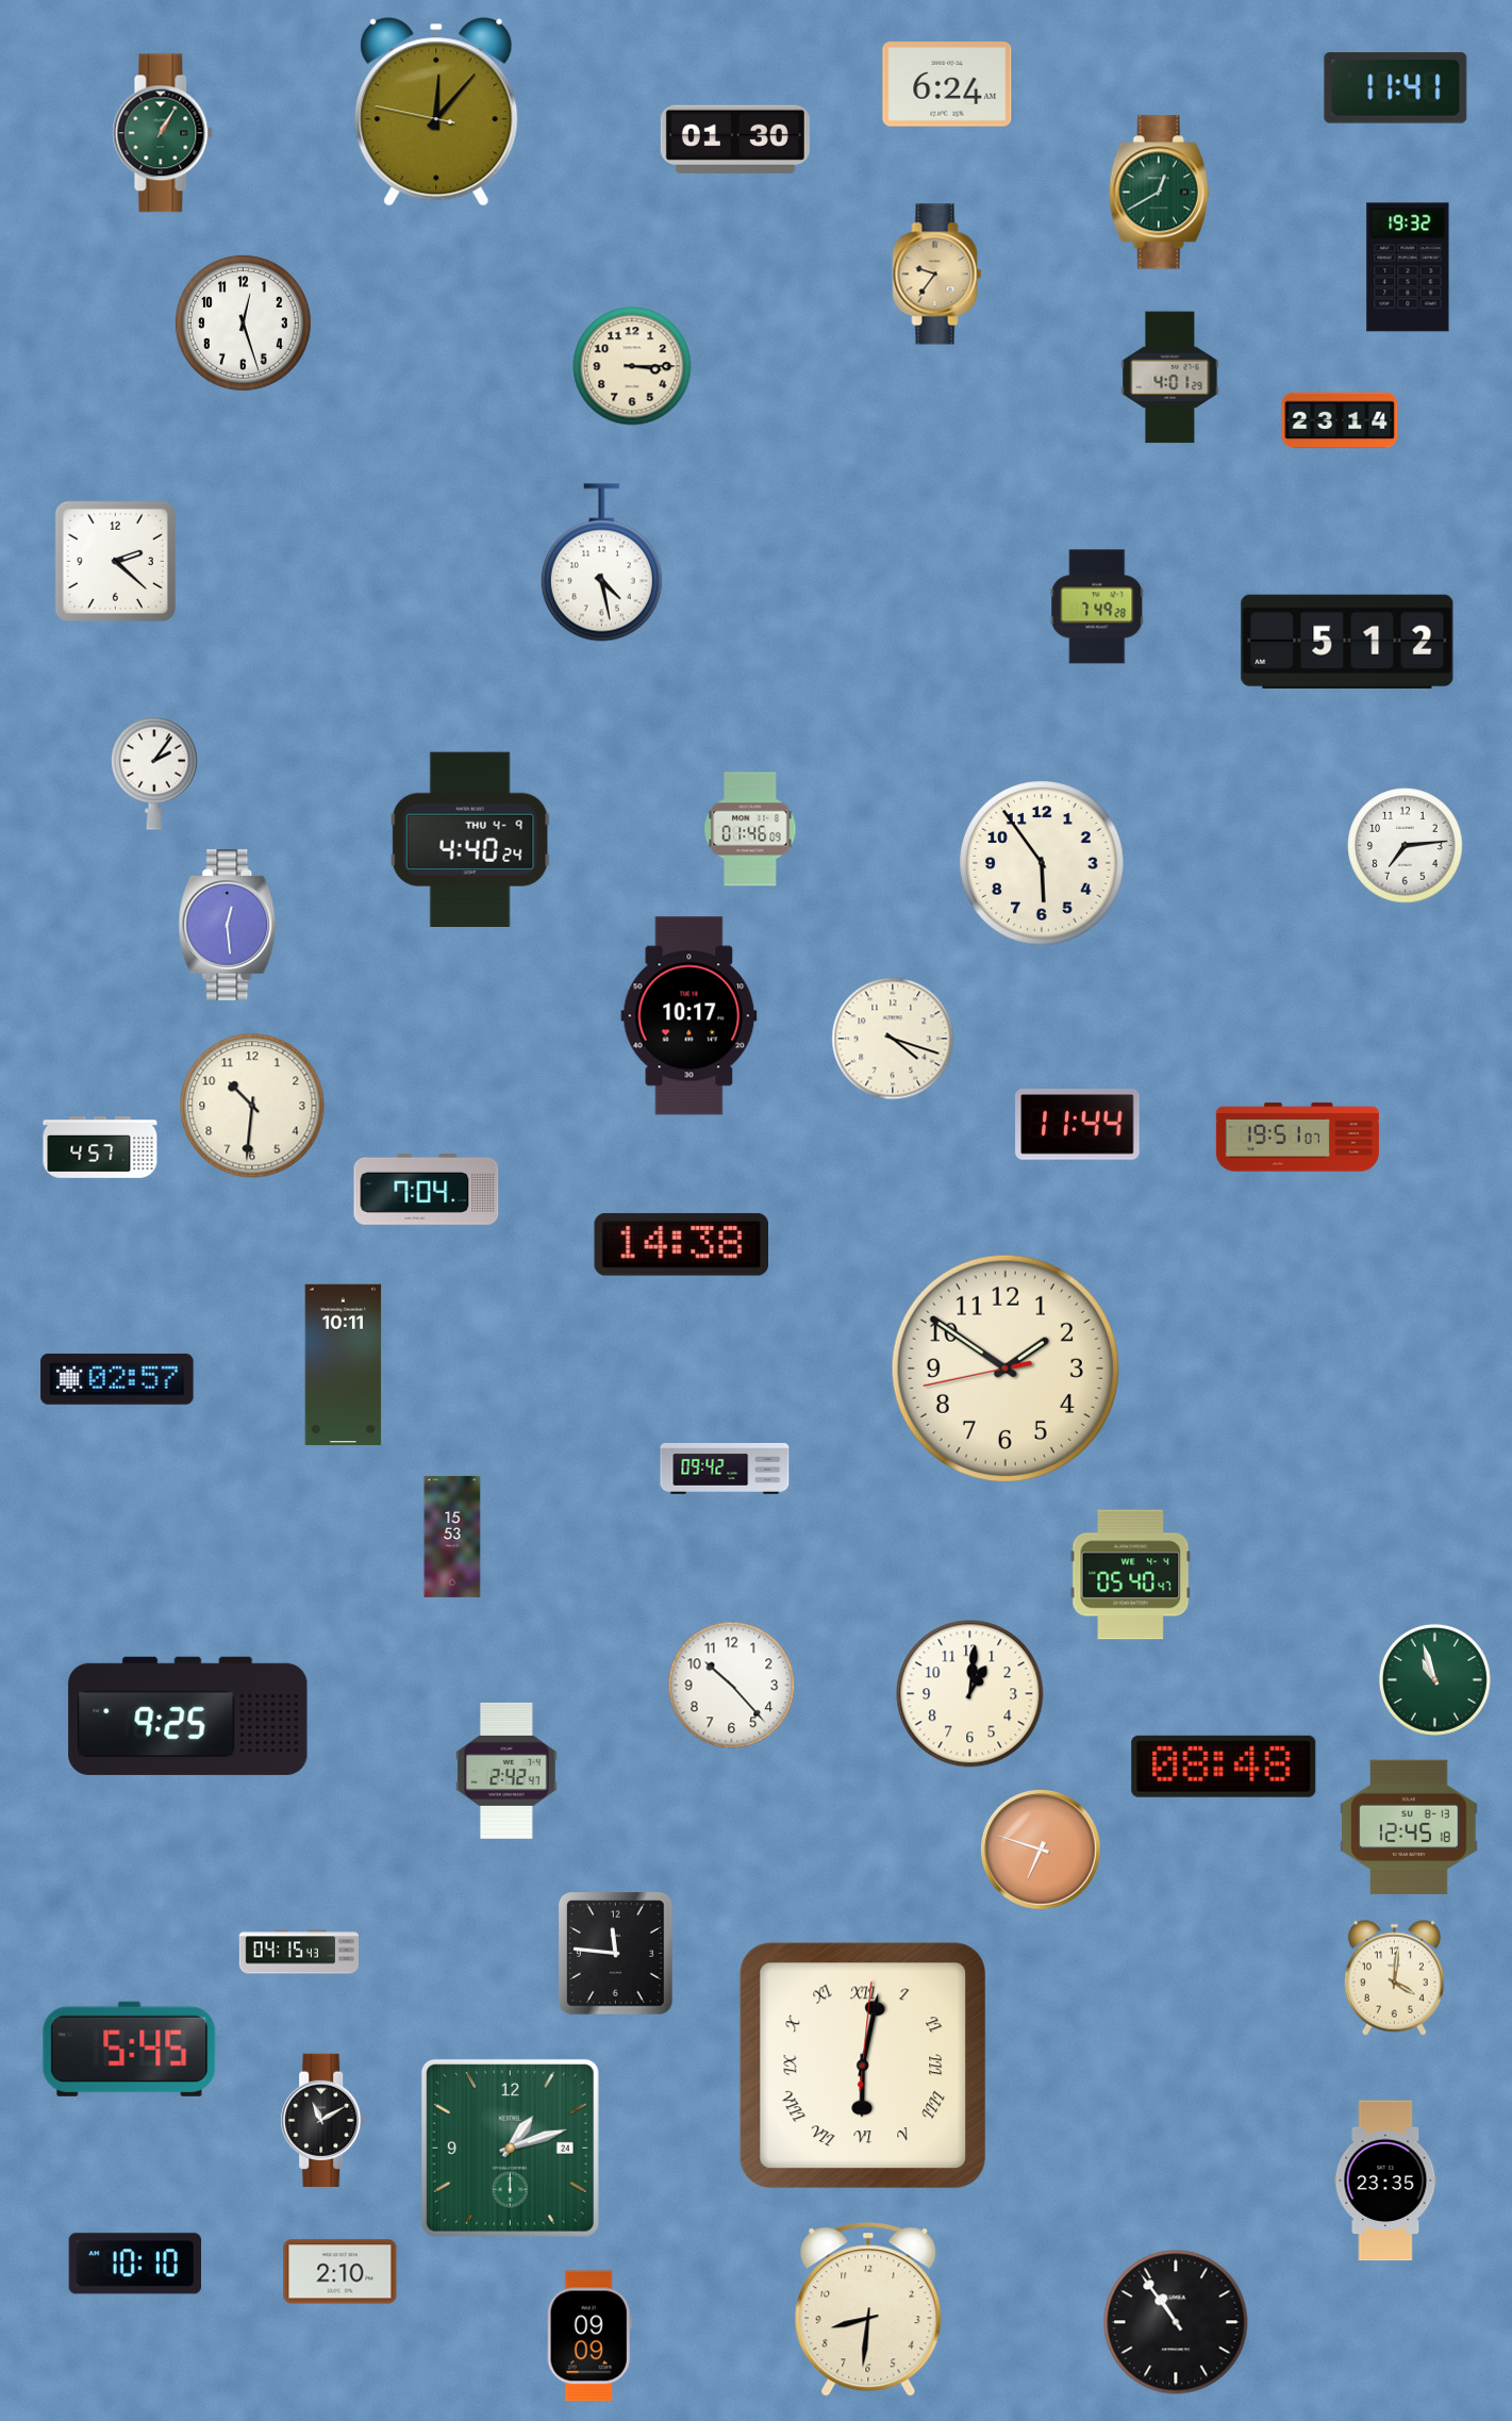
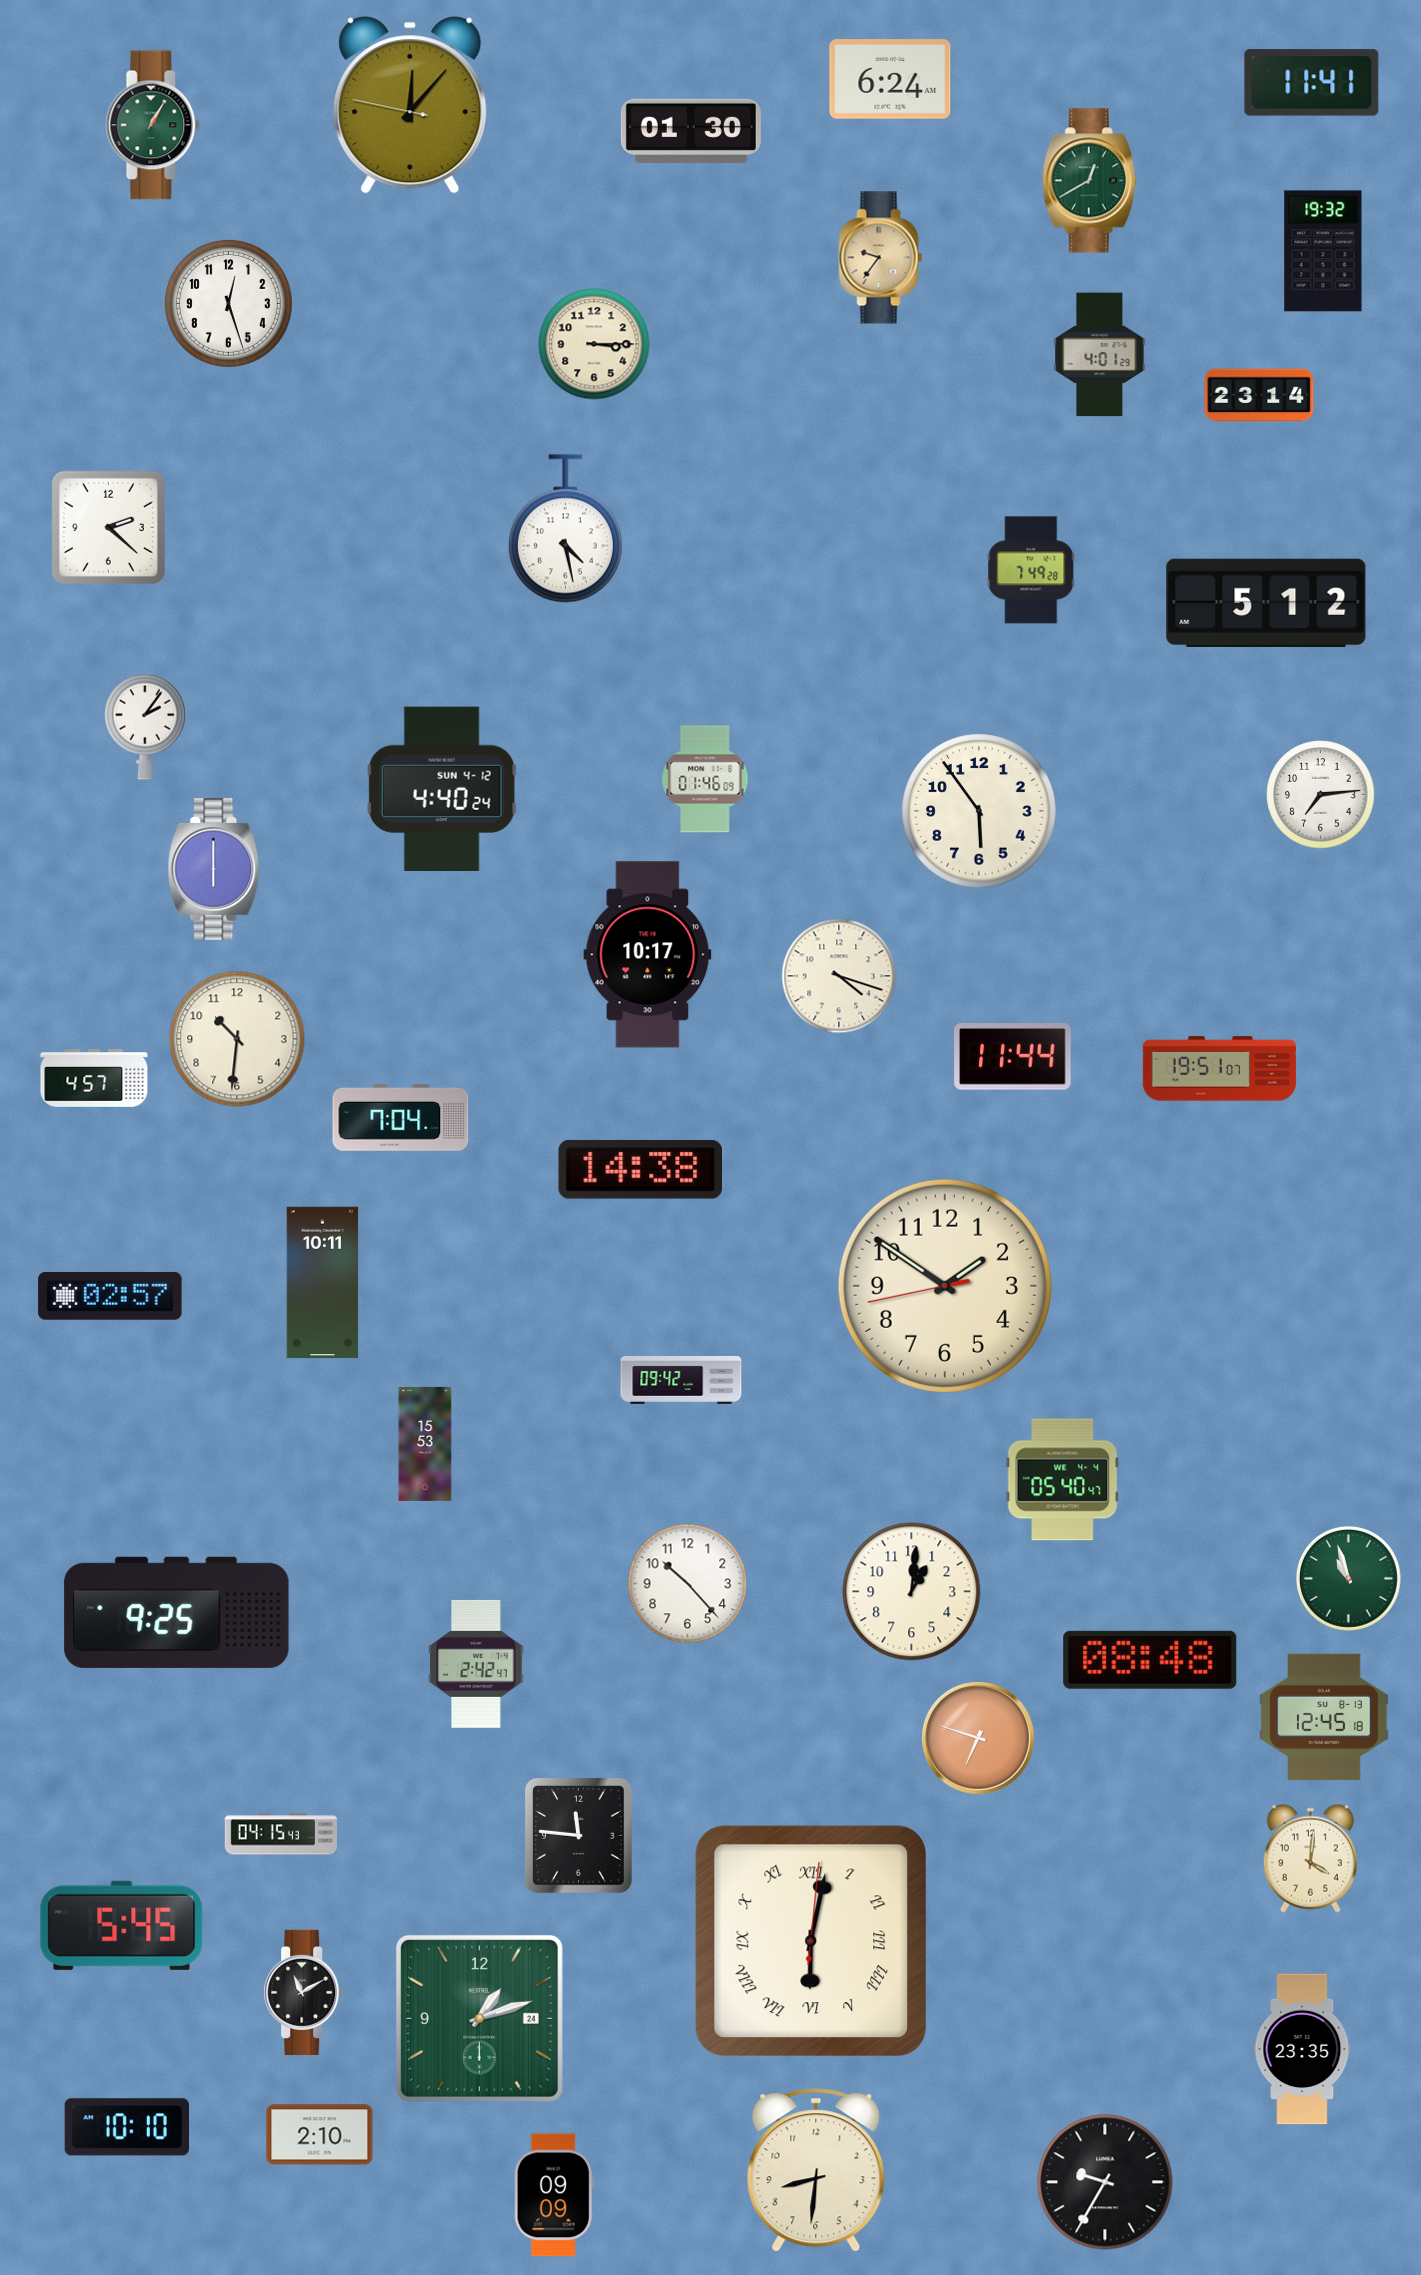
clock at (470, 839) date: THU 4-9 -> SUN 4-12
clock at (228, 925): 12:29 -> 6:00
clock at (1176, 2322): 10:54 -> 9:35
